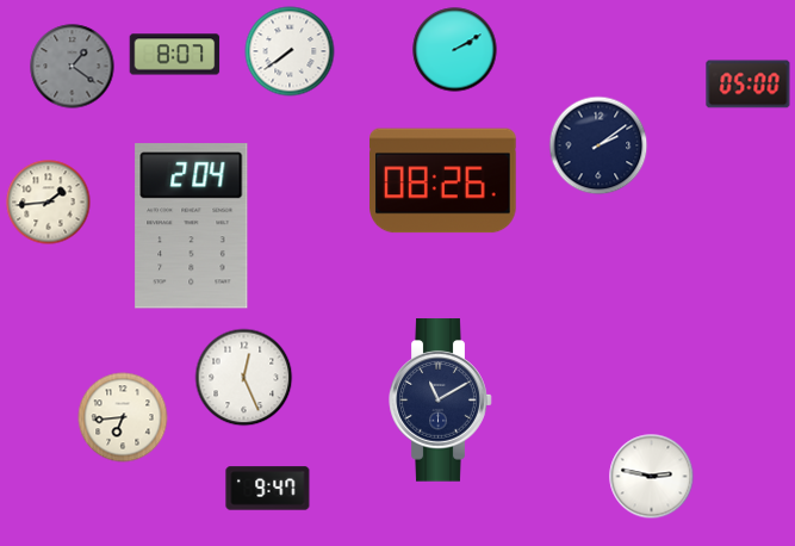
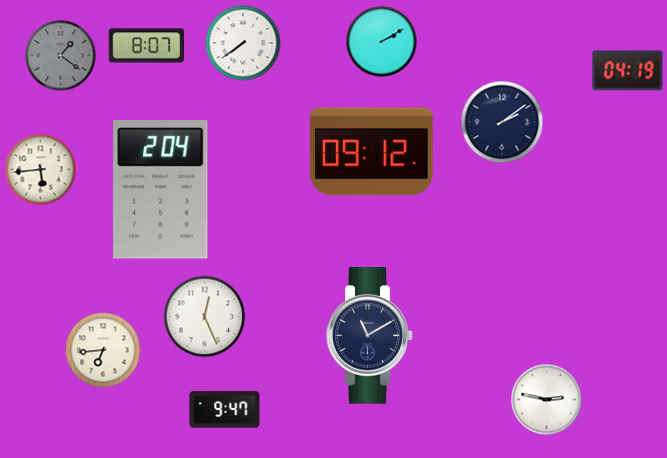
clock at (749, 85): 05:00 -> 04:19
clock at (443, 181): 08:26 -> 09:12
clock at (49, 203): 1:44 -> 5:44
